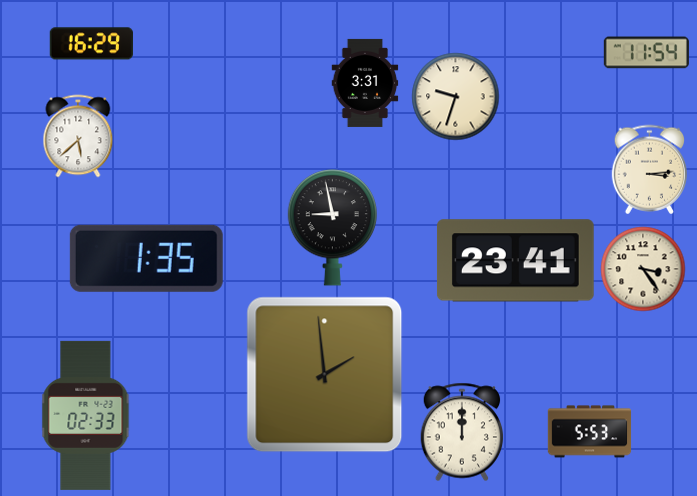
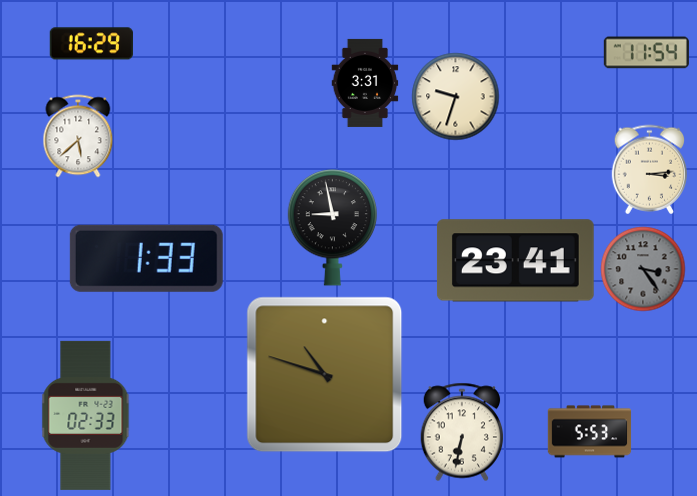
clock at (146, 258): 1:35 -> 1:33
clock at (643, 269) dial: cream -> grey
clock at (325, 375): 1:59 -> 10:48
clock at (462, 432): 12:00 -> 6:32
